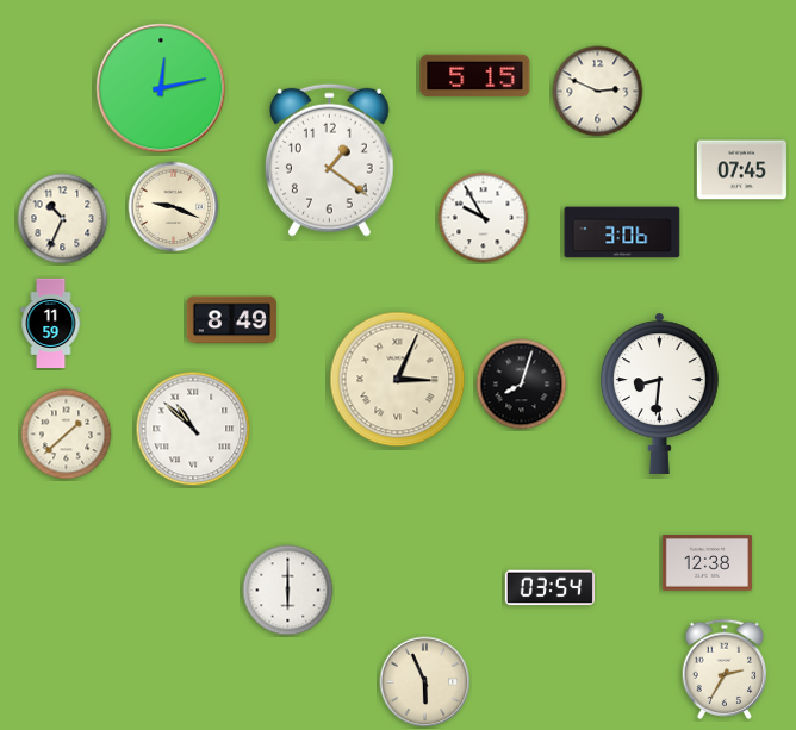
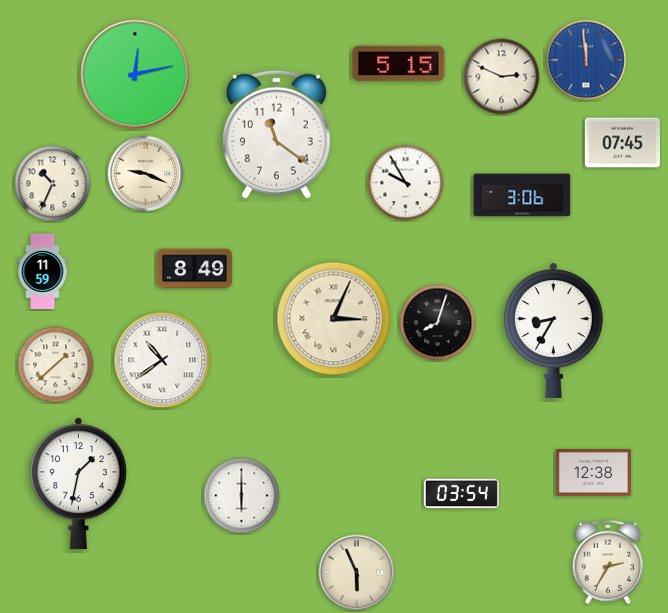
clock at (586, 60): none -> 11:59
clock at (329, 160): 1:21 -> 11:21
clock at (659, 393): 8:31 -> 8:35
clock at (193, 429): 10:52 -> 10:39
clock at (78, 484): none -> 1:32
